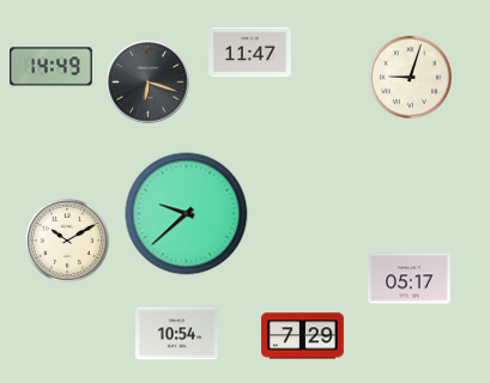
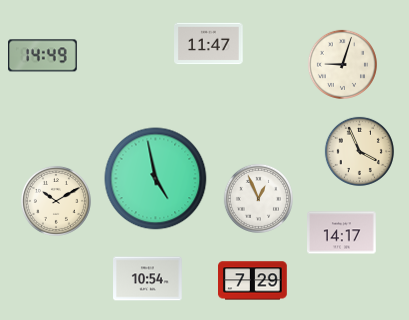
clock at (149, 83): 6:18 -> none
clock at (359, 151): none -> 3:56
clock at (187, 214): 9:38 -> 4:58
clock at (258, 198): none -> 12:56
clock at (410, 279): 05:17 -> 14:17
